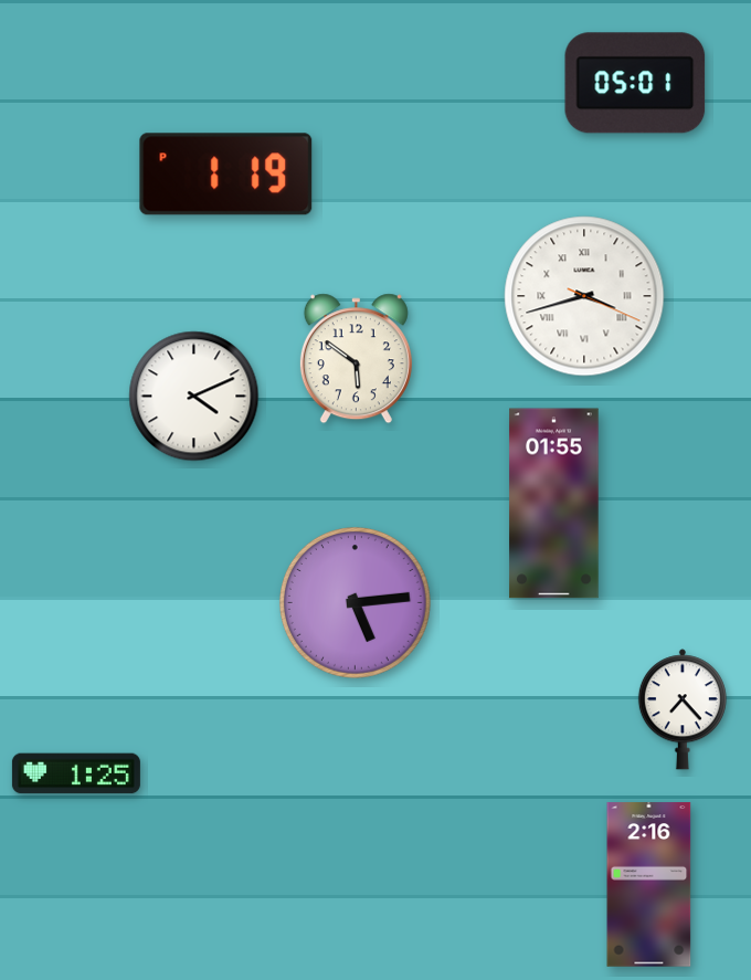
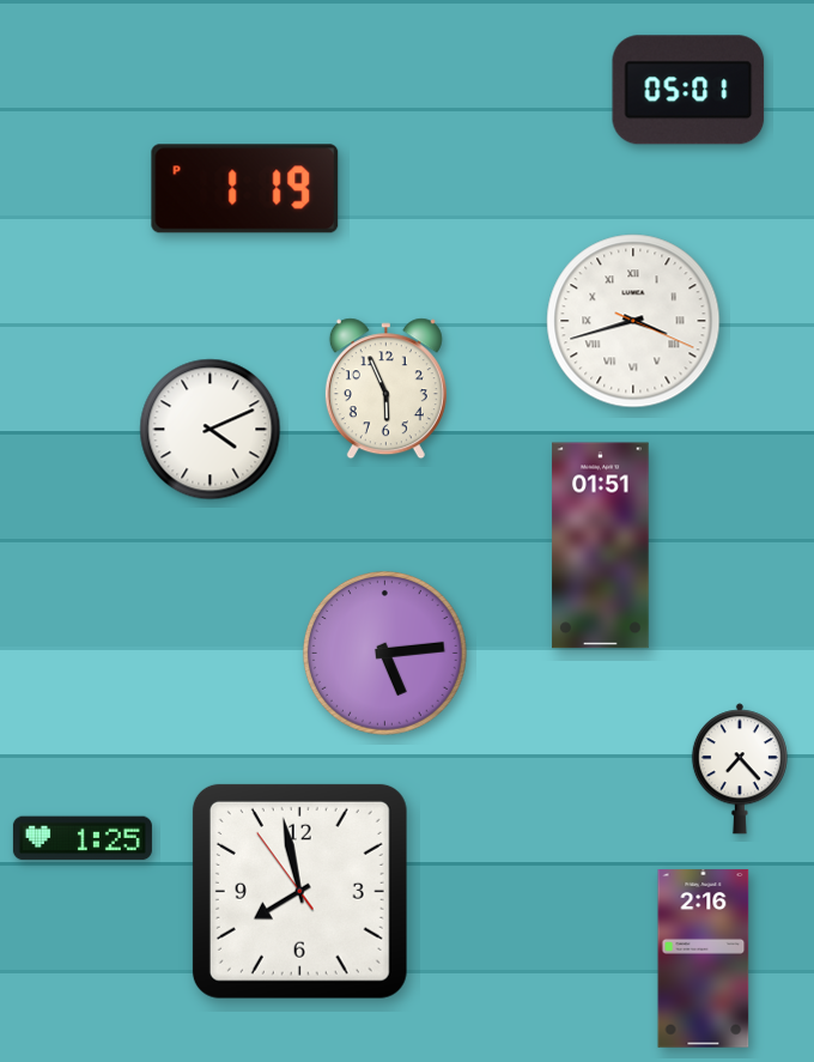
clock at (356, 359): 5:51 -> 5:56
clock at (554, 504): 01:55 -> 01:51
clock at (299, 891): none -> 7:57
